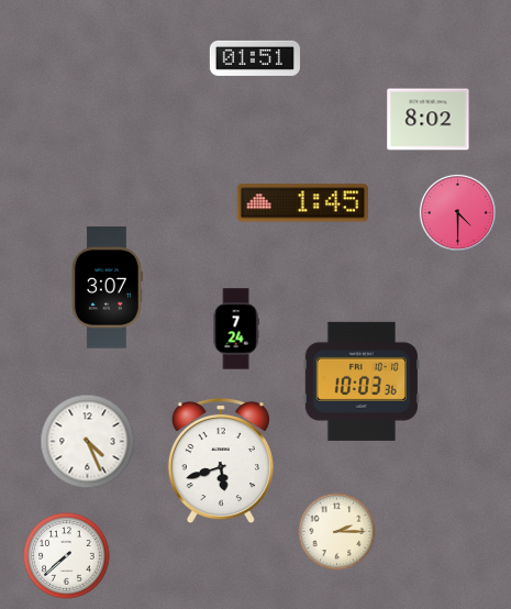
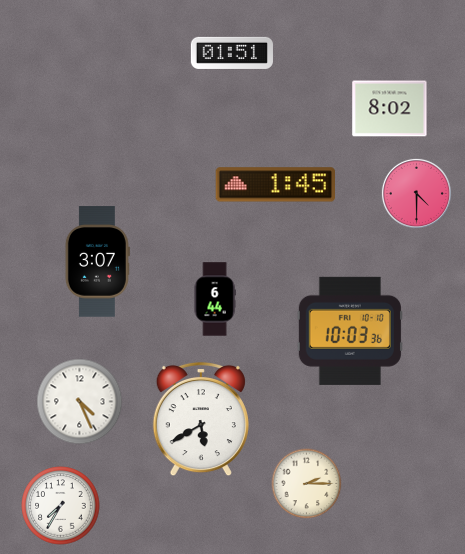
clock at (236, 329): 7:24 -> 6:44
clock at (362, 381) position: (362, 381) -> (350, 331)
clock at (221, 461): 5:42 -> 5:40
clock at (67, 556): 7:38 -> 7:35
